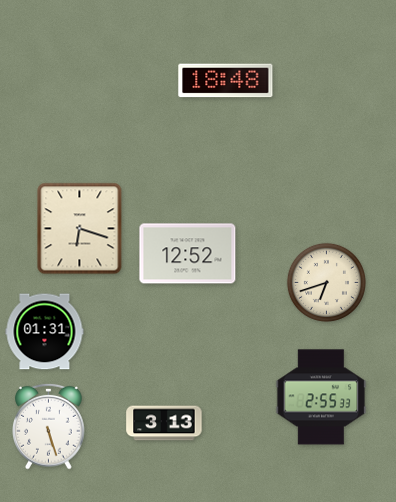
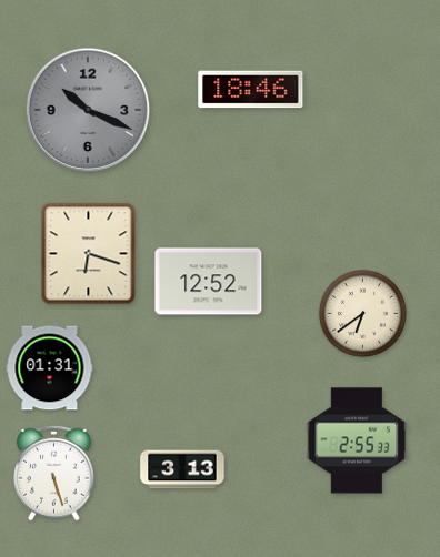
clock at (226, 81): 18:48 -> 18:46
clock at (88, 110): none -> 10:19
clock at (326, 282): 6:42 -> 6:39
